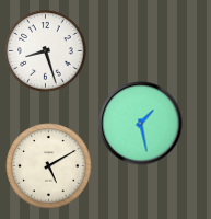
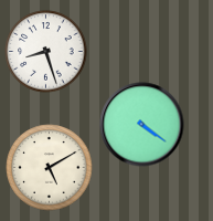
clock at (141, 124): 1:28 -> 4:21
